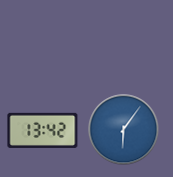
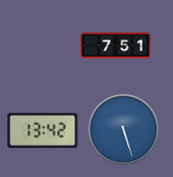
clock at (116, 46): none -> 7:51
clock at (124, 130): 6:06 -> 5:27
